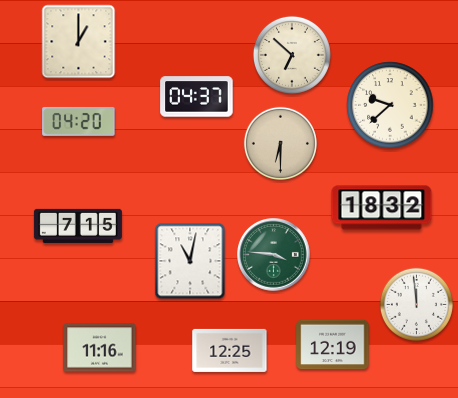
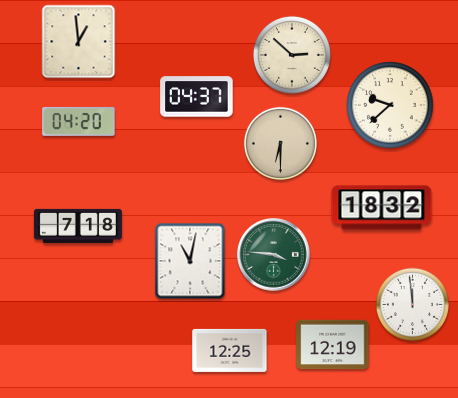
clock at (79, 42): 1:00 -> 12:59
clock at (292, 55): 6:52 -> 2:52
clock at (78, 226): 7:15 -> 7:18
clock at (416, 304) position: (416, 304) -> (412, 304)
clock at (100, 348): 11:16 -> none
